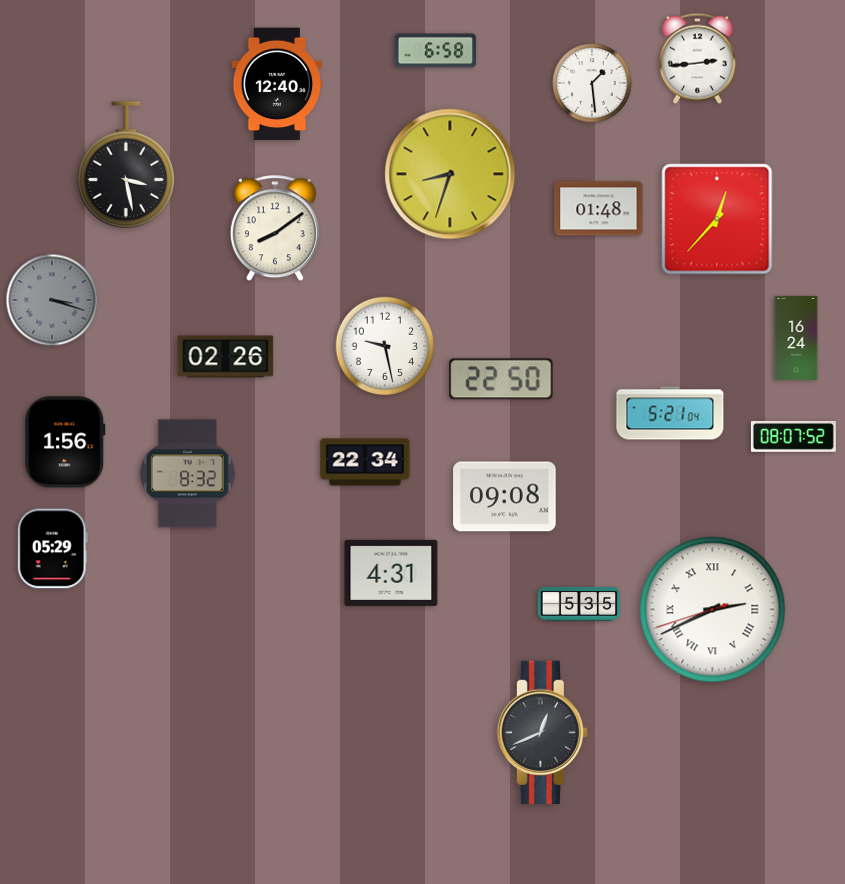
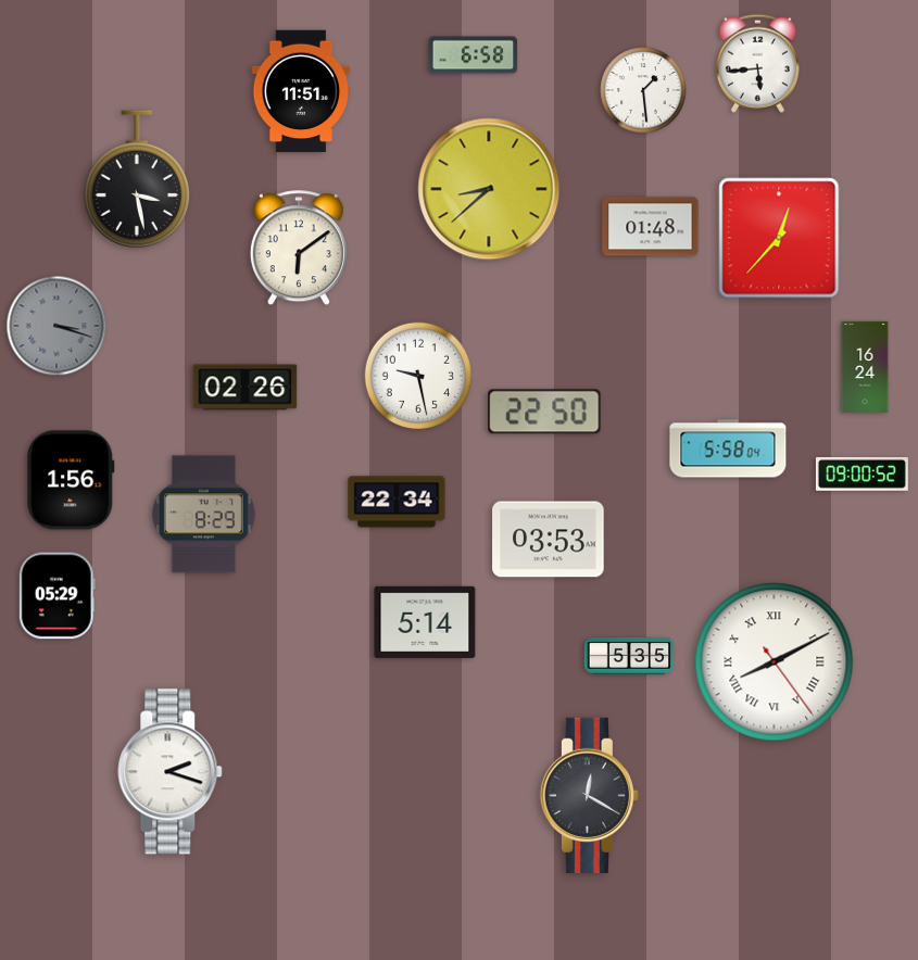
clock at (697, 58): 2:44 -> 5:44
clock at (277, 84): 12:40 -> 11:51
clock at (450, 174): 8:33 -> 8:38
clock at (275, 229): 8:09 -> 6:09
clock at (670, 413): 5:21 -> 5:58
clock at (793, 436): 08:07 -> 09:00
clock at (187, 474): 8:32 -> 8:29
clock at (505, 497): 09:08 -> 03:53
clock at (391, 573): 4:31 -> 5:14
clock at (713, 610): 2:40 -> 8:10
clock at (171, 772): none -> 2:18
clock at (542, 732): 12:41 -> 12:20
